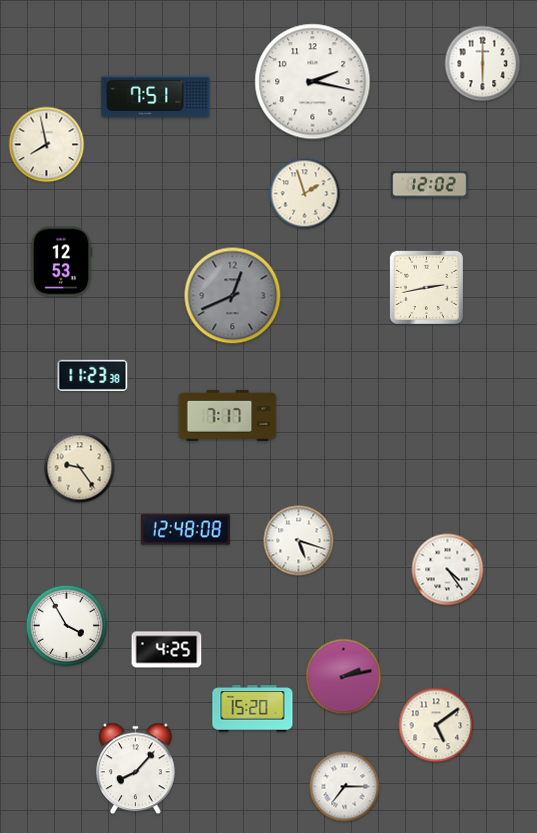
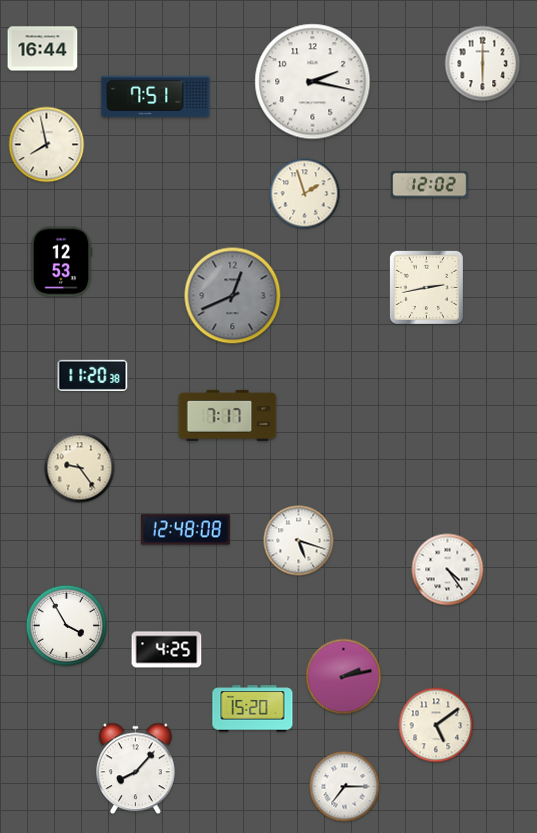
clock at (43, 49): none -> 16:44
clock at (93, 375): 11:23 -> 11:20
